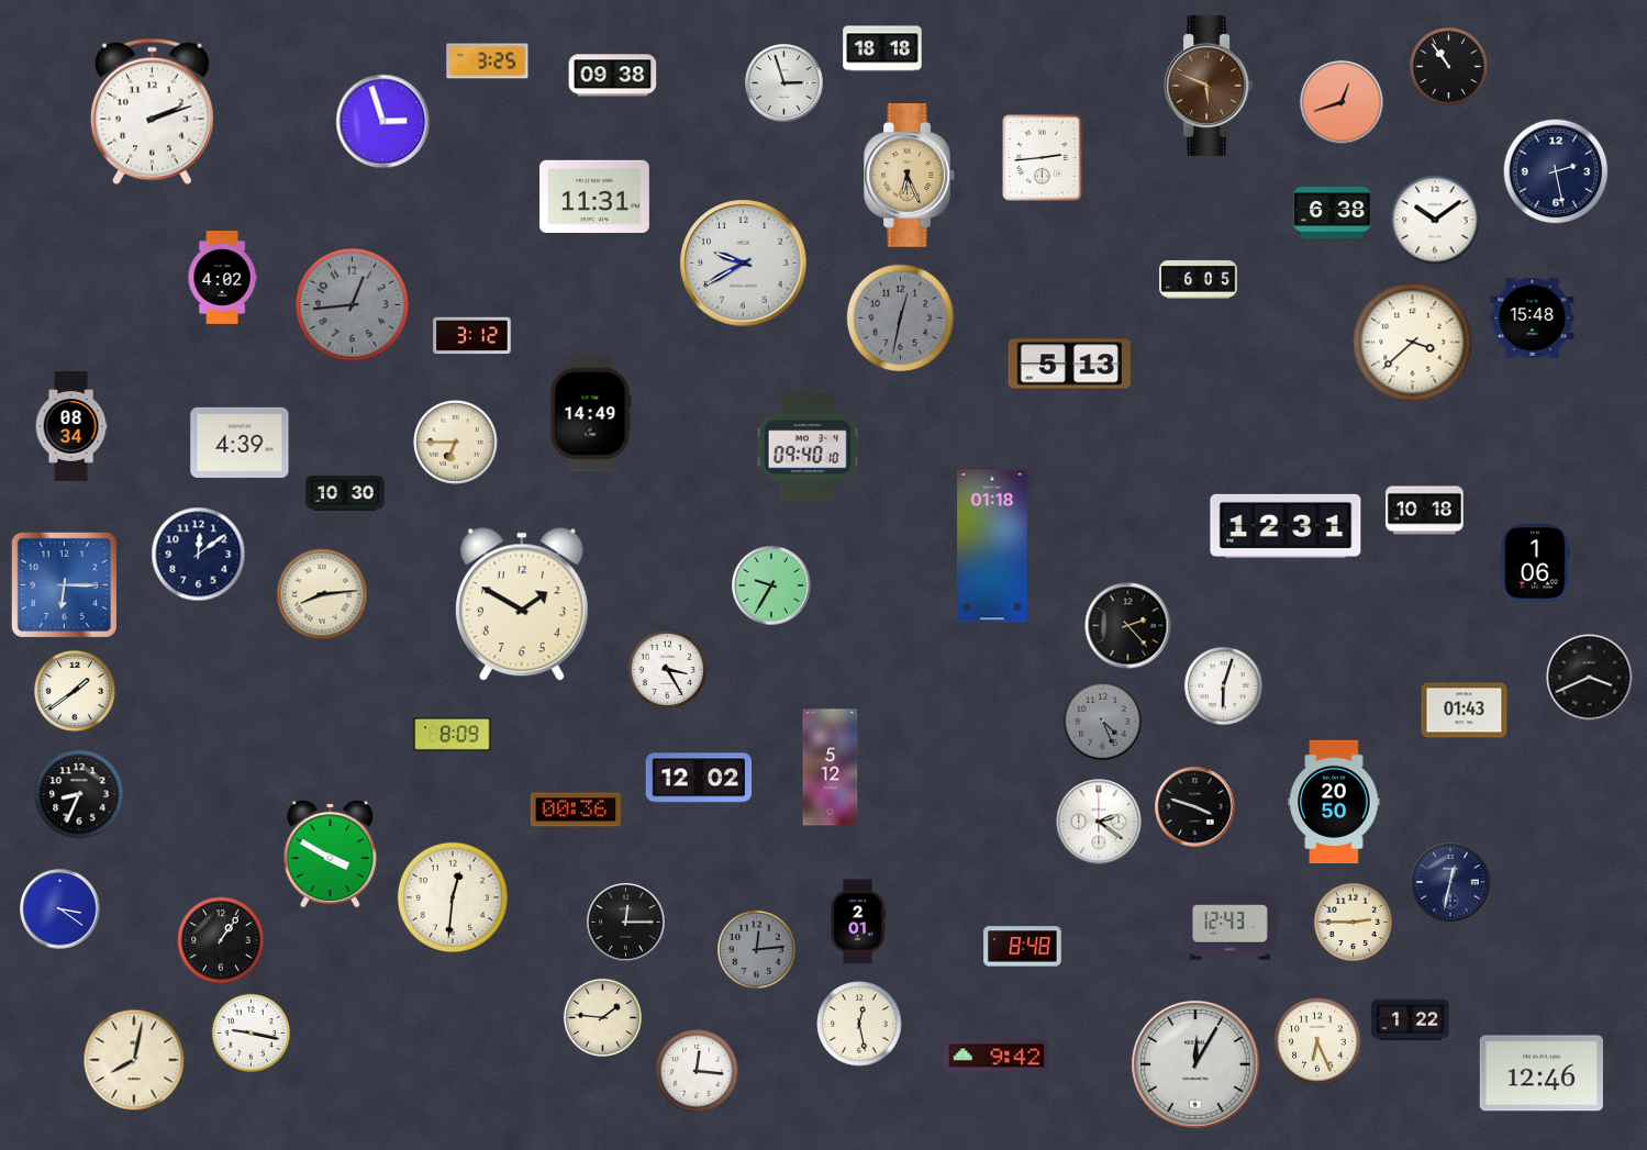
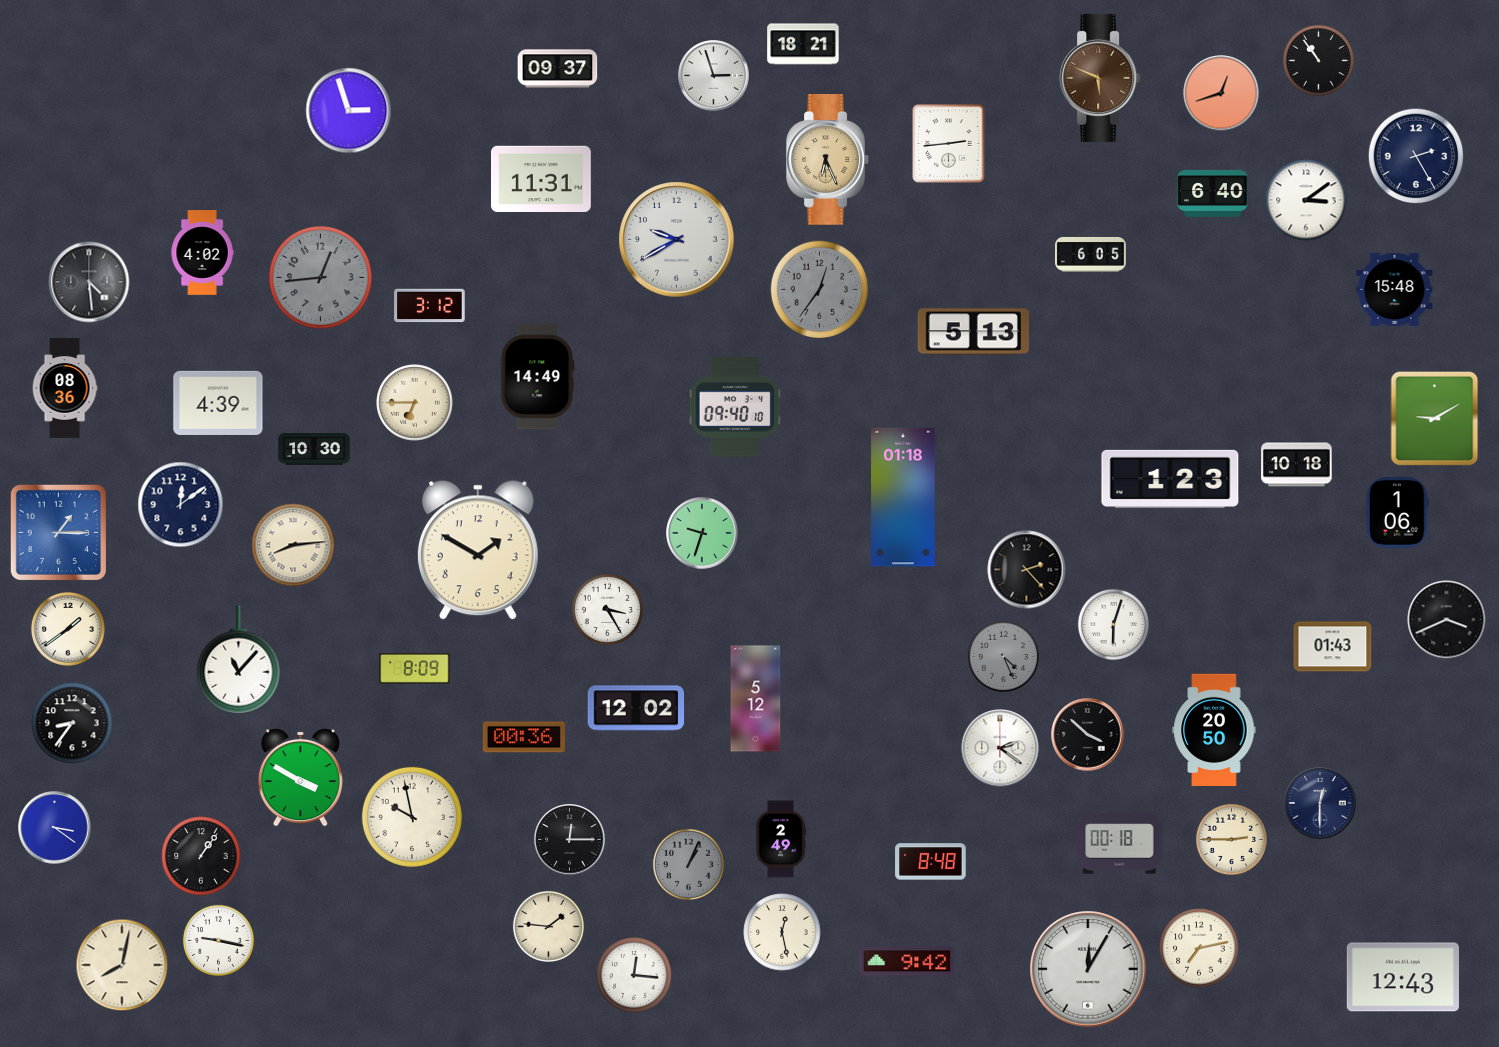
clock at (882, 48): 18:18 -> 18:21
clock at (488, 62): 3:25 -> none
clock at (613, 76): 09:38 -> 09:37
clock at (152, 112): 2:12 -> none
clock at (1556, 171): 2:28 -> 2:25
clock at (1333, 212): 6:38 -> 6:40
clock at (1435, 220): 10:09 -> 3:09
clock at (89, 282): none -> 4:29
clock at (900, 317): 12:32 -> 12:36
clock at (1413, 343): 3:38 -> none
clock at (71, 426): 08:34 -> 08:36
clock at (1435, 419): none -> 9:10
clock at (1286, 526): 12:31 -> 1:23
clock at (64, 584): 6:15 -> 1:15
clock at (771, 585): 9:35 -> 9:33
clock at (322, 594) position: (322, 594) -> (293, 545)
clock at (522, 605) position: (522, 605) -> (478, 551)
clock at (1590, 678) position: (1590, 678) -> (1447, 620)
clock at (239, 660): none -> 11:07
clock at (453, 734) position: (453, 734) -> (415, 668)
clock at (79, 794): 8:34 -> 8:36
clock at (1195, 807): 3:48 -> 3:52
clock at (1450, 882): 12:32 -> 12:30
clock at (453, 897): 12:31 -> 9:58
clock at (858, 922): 2:01 -> 2:49
clock at (1231, 927): 12:43 -> 00:18
clock at (756, 949): 12:14 -> 1:04
clock at (1411, 1020): 1:22 -> none
clock at (251, 1032) position: (251, 1032) -> (218, 940)
clock at (1317, 1041): 6:26 -> 7:13
clock at (1542, 1073): 12:46 -> 12:43
